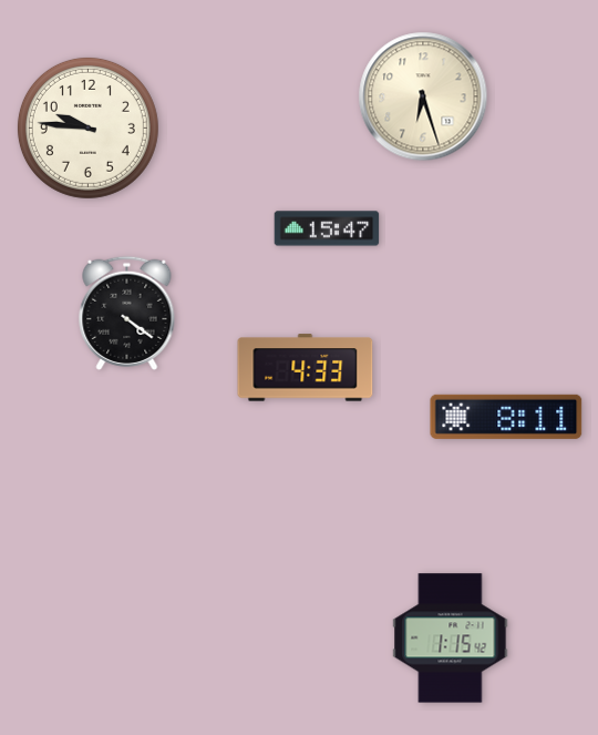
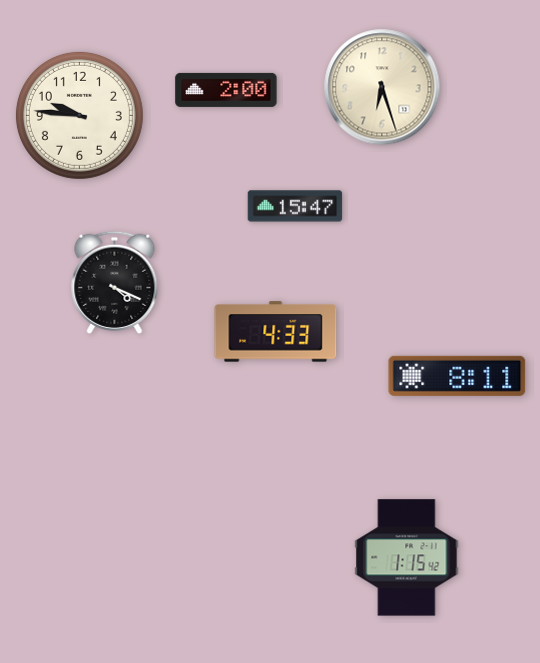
clock at (226, 90): none -> 2:00
clock at (127, 313): 4:21 -> 4:19
clock at (451, 639) position: (451, 639) -> (407, 558)
